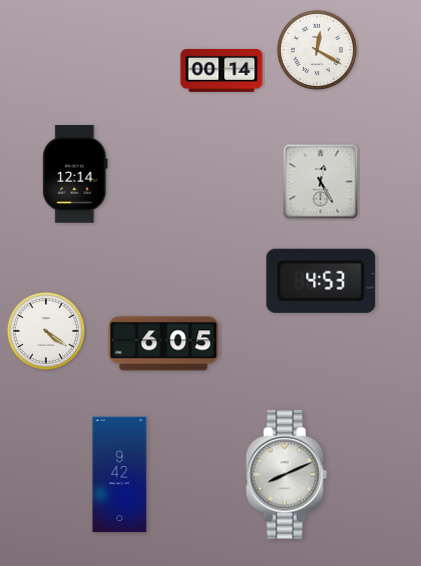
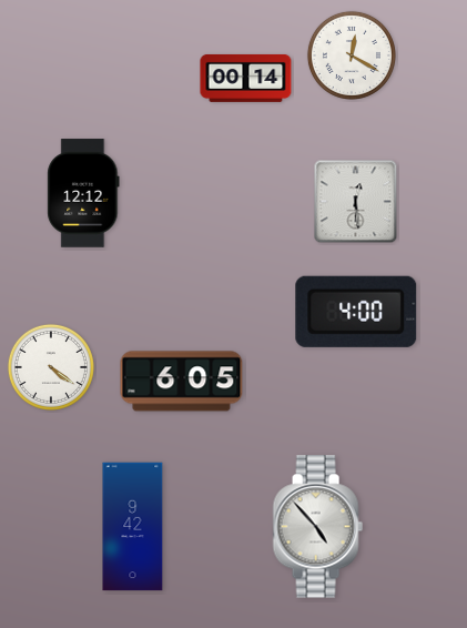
clock at (75, 174): 12:14 -> 12:12
clock at (321, 182): 12:25 -> 12:29
clock at (321, 281): 4:53 -> 4:00
clock at (286, 475): 8:11 -> 4:53
